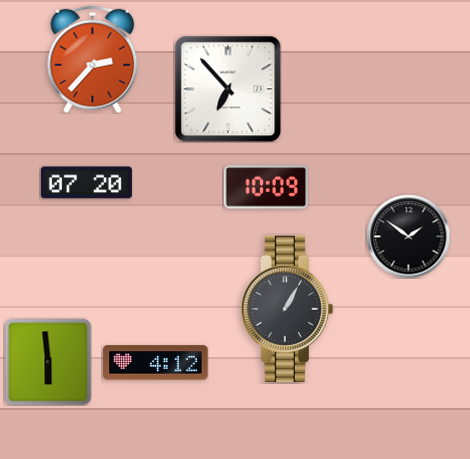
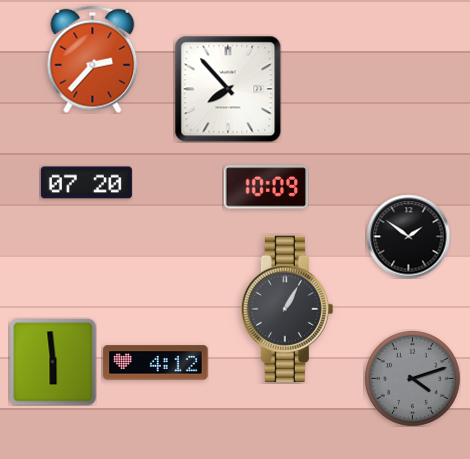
clock at (228, 89): 6:53 -> 7:53
clock at (48, 362) position: (48, 362) -> (53, 362)
clock at (412, 378): none -> 4:12
